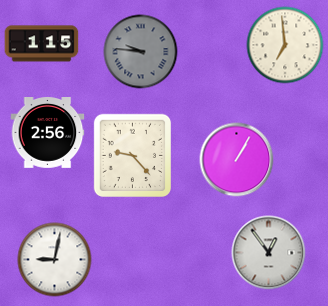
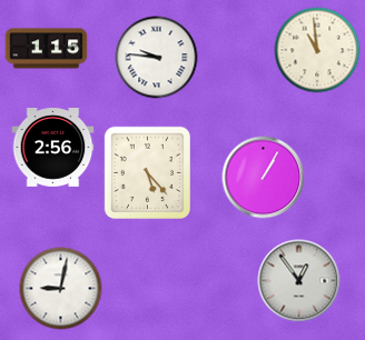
clock at (285, 45): 6:59 -> 10:59
clock at (141, 52) dial: grey -> white
clock at (132, 155): 9:23 -> 5:23
